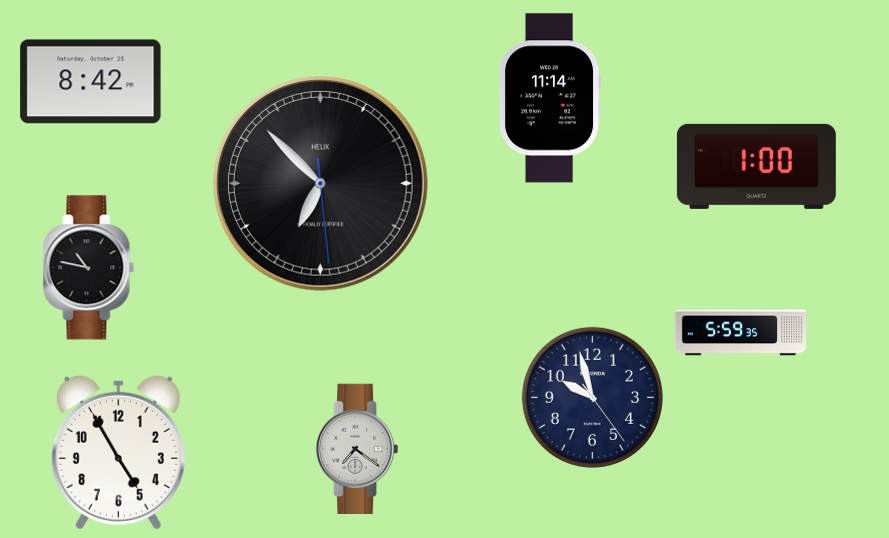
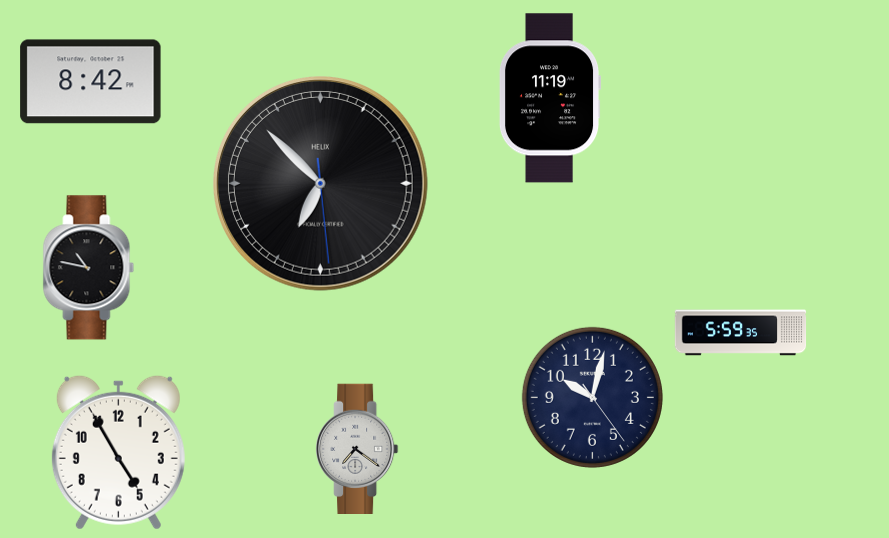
clock at (550, 98): 11:14 -> 11:19
clock at (756, 166): 1:00 -> none
clock at (592, 397): 9:57 -> 10:02
